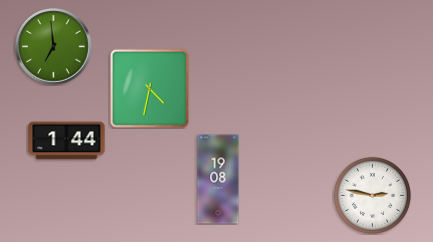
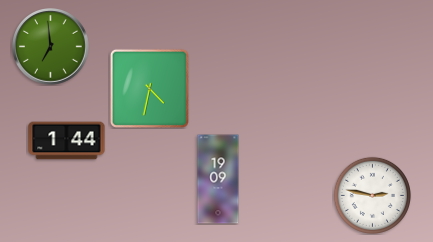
clock at (54, 47) position: (54, 47) -> (51, 47)
clock at (218, 179): 19:08 -> 19:09
